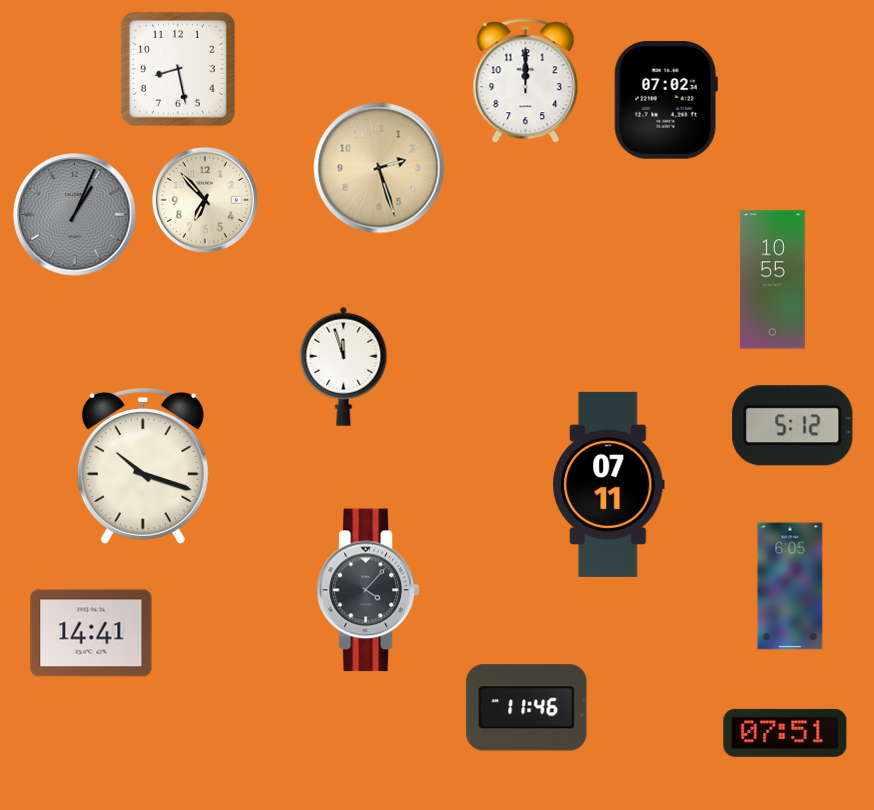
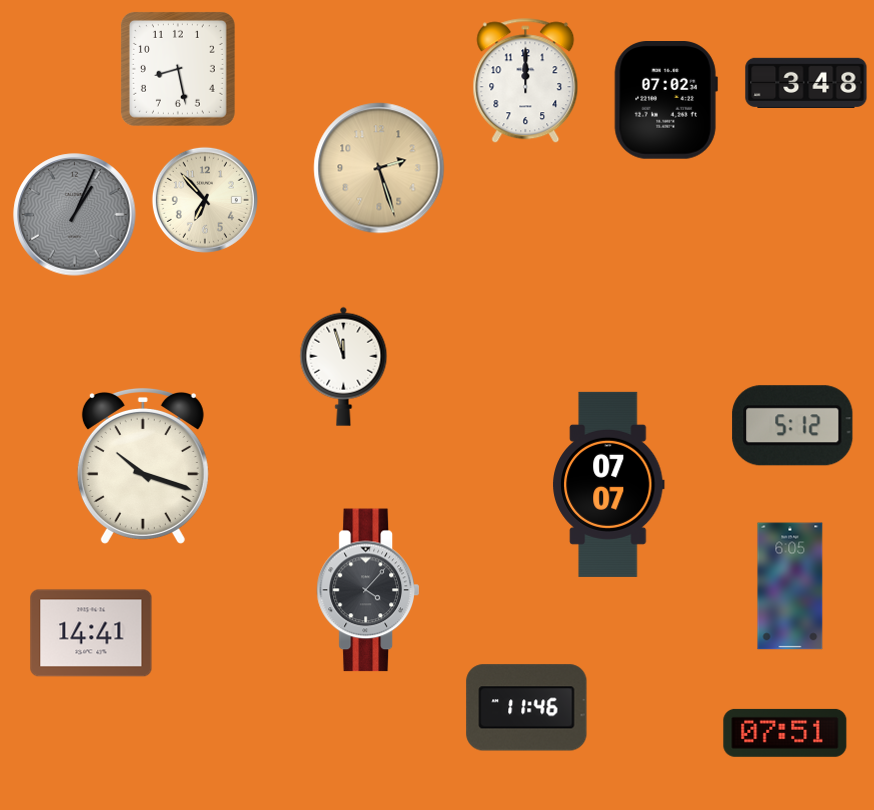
clock at (806, 82): none -> 3:48
clock at (772, 280): 10:55 -> none
clock at (609, 484): 07:11 -> 07:07
